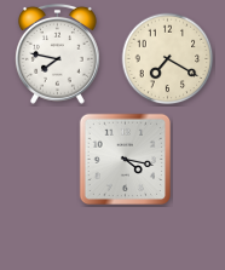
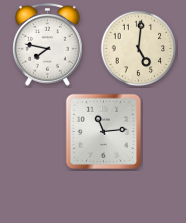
clock at (168, 59): 7:20 -> 5:01
clock at (125, 159): 4:17 -> 11:14
